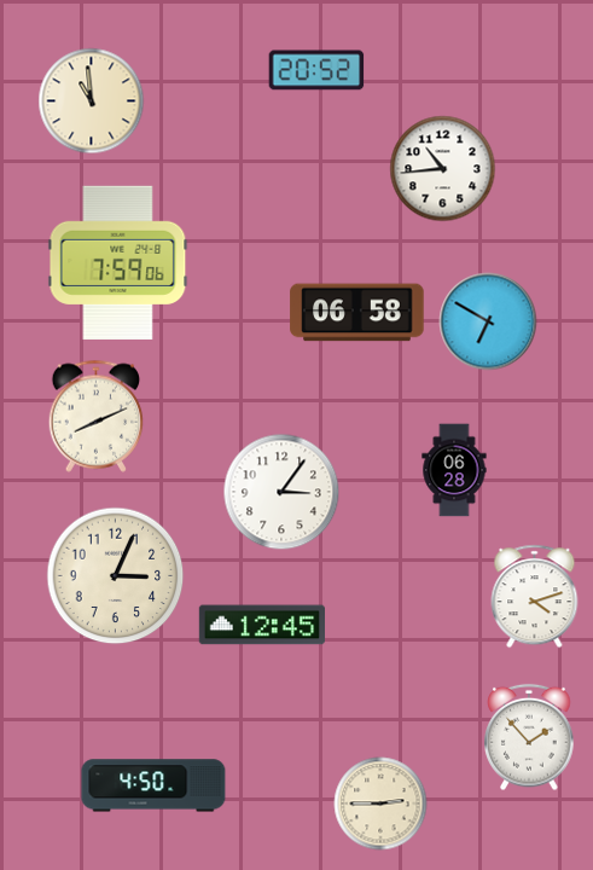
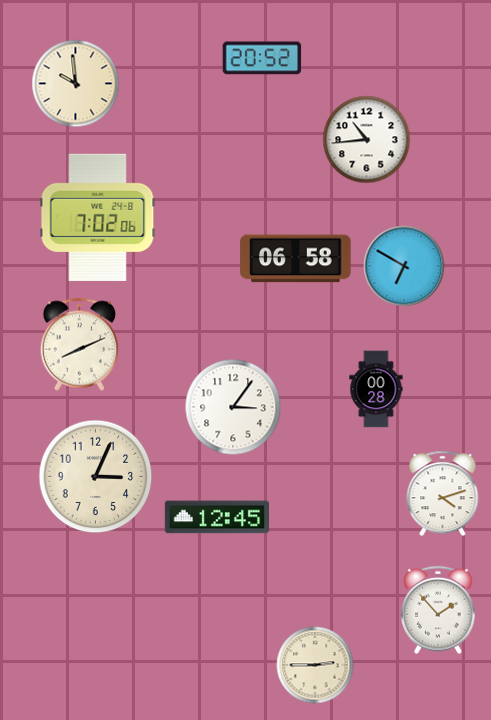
clock at (92, 101): 10:59 -> 9:59
clock at (118, 262): 7:59 -> 7:02
clock at (454, 470): 06:28 -> 00:28
clock at (153, 785): 4:50 -> none
